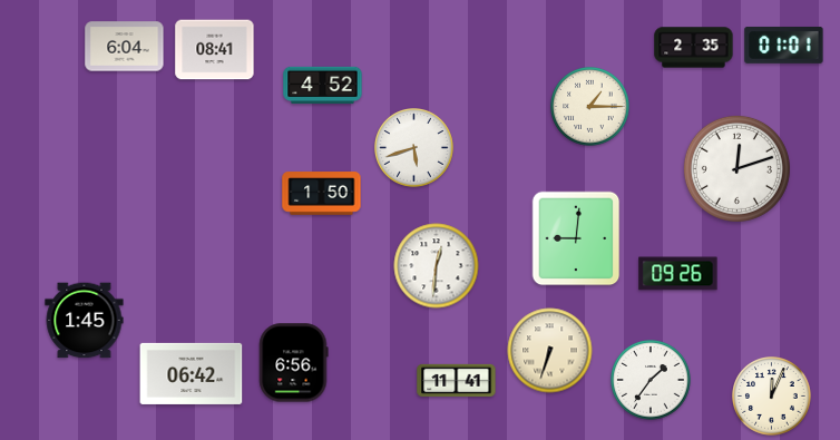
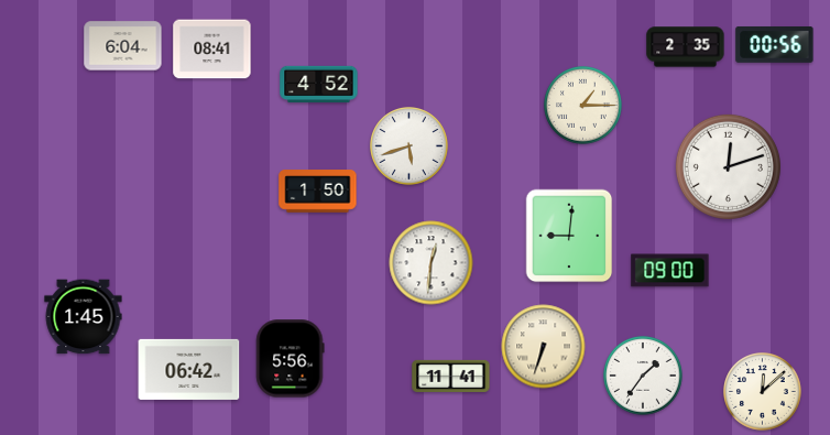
clock at (784, 45): 01:01 -> 00:56
clock at (678, 274): 09:26 -> 09:00
clock at (294, 363): 6:56 -> 5:56
clock at (772, 397): 12:04 -> 12:08
